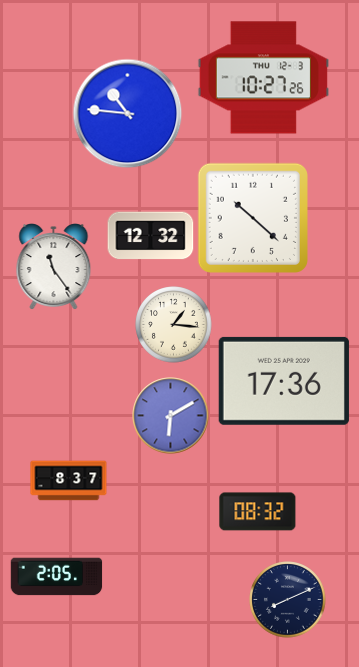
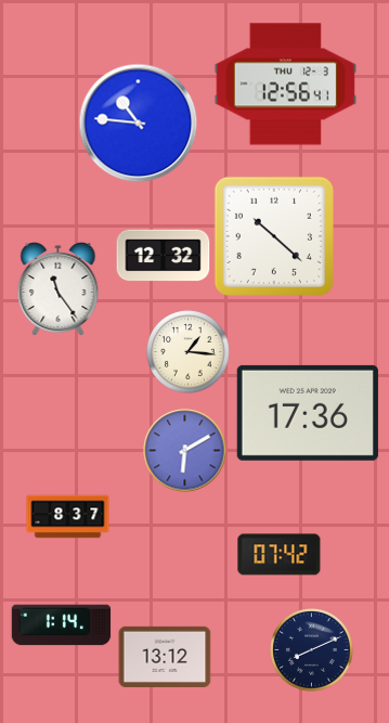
clock at (263, 78): 10:27 -> 12:56
clock at (69, 481) position: (69, 481) -> (68, 517)
clock at (258, 512): 08:32 -> 07:42
clock at (57, 577): 2:05 -> 1:14
clock at (165, 657): none -> 13:12
